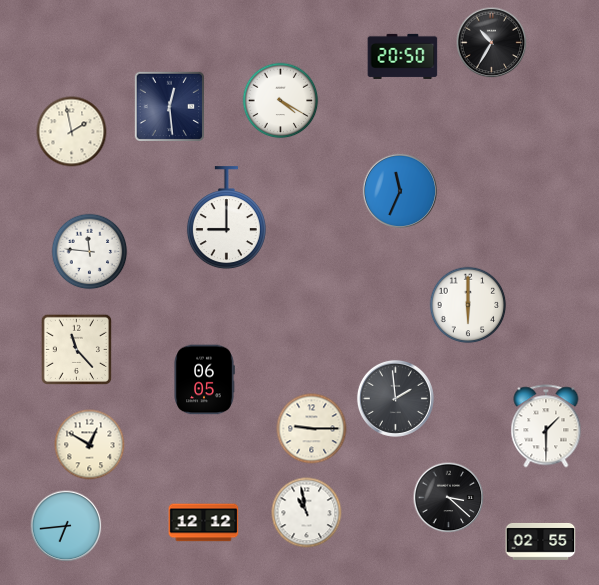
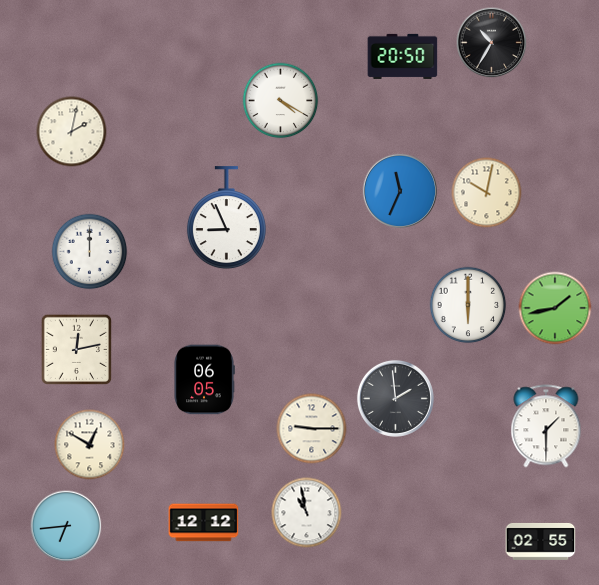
clock at (169, 106): 12:29 -> none
clock at (72, 132): 1:58 -> 2:02
clock at (487, 193): none -> 10:02
clock at (226, 218): 9:00 -> 8:56
clock at (90, 252): 11:46 -> 12:00
clock at (555, 308): none -> 1:43
clock at (76, 349): 11:23 -> 12:13
clock at (449, 498): 3:22 -> none
